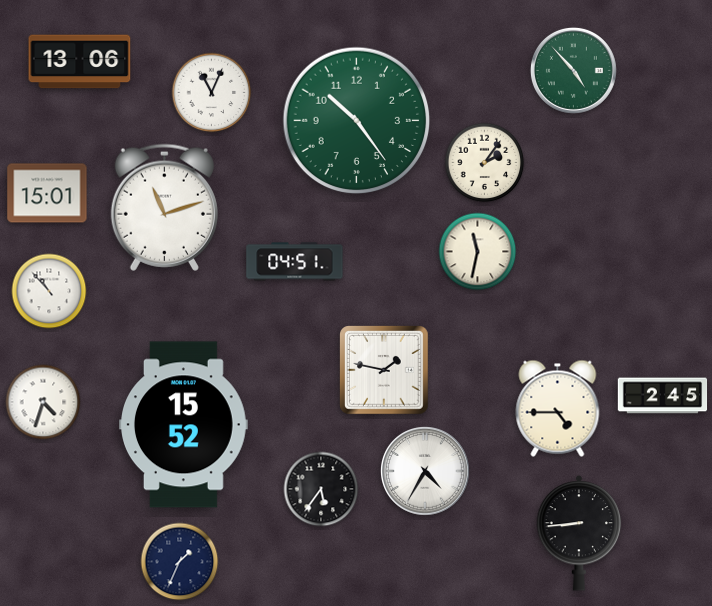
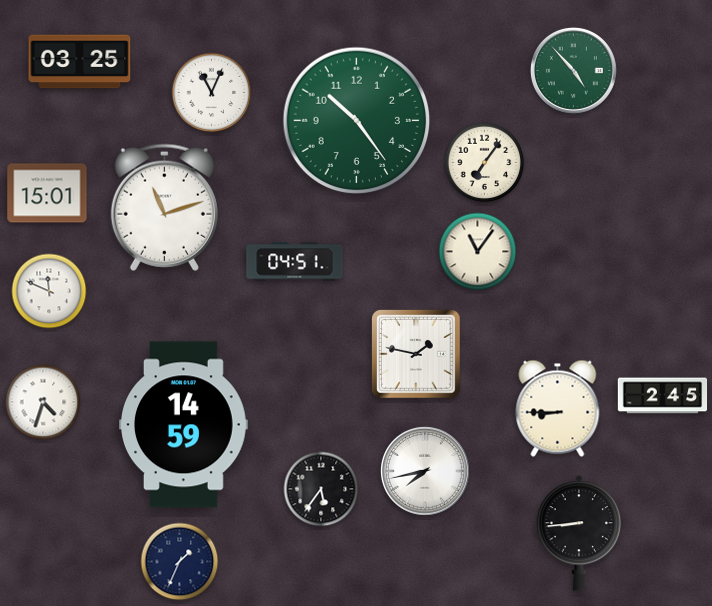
clock at (80, 62): 13:06 -> 03:25
clock at (485, 163): 2:06 -> 7:06
clock at (478, 252): 11:32 -> 11:06
clock at (49, 291): 10:53 -> 11:49
clock at (384, 370) position: (384, 370) -> (416, 354)
clock at (558, 408): 4:45 -> 8:45
clock at (184, 425): 15:52 -> 14:59
clock at (426, 472): 4:35 -> 7:43
